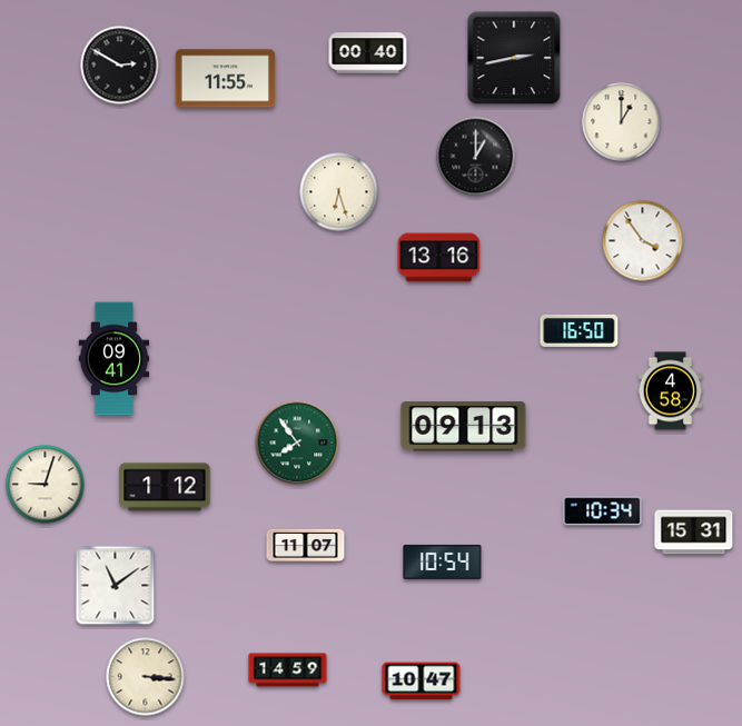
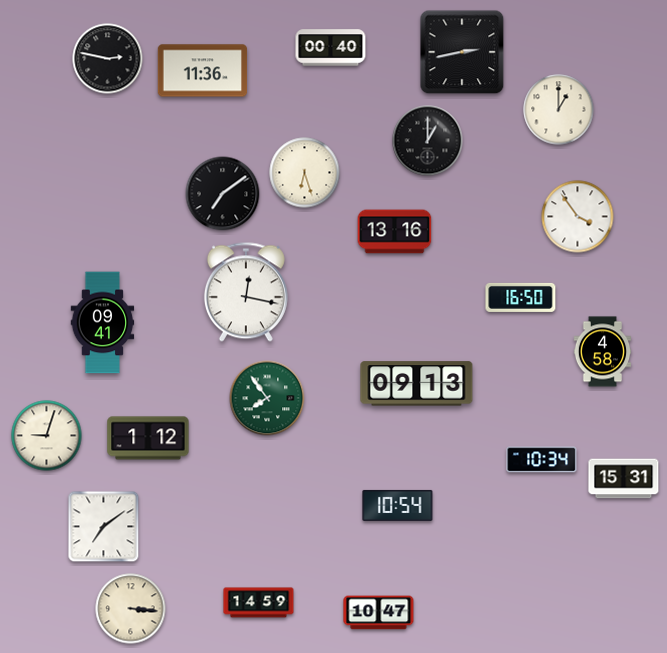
clock at (120, 66): 2:50 -> 2:47
clock at (226, 79): 11:55 -> 11:36
clock at (223, 194): none -> 7:09
clock at (246, 292): none -> 12:17
clock at (46, 485) position: (46, 485) -> (47, 436)
clock at (306, 545): 11:07 -> none
clock at (116, 586): 11:09 -> 7:09
